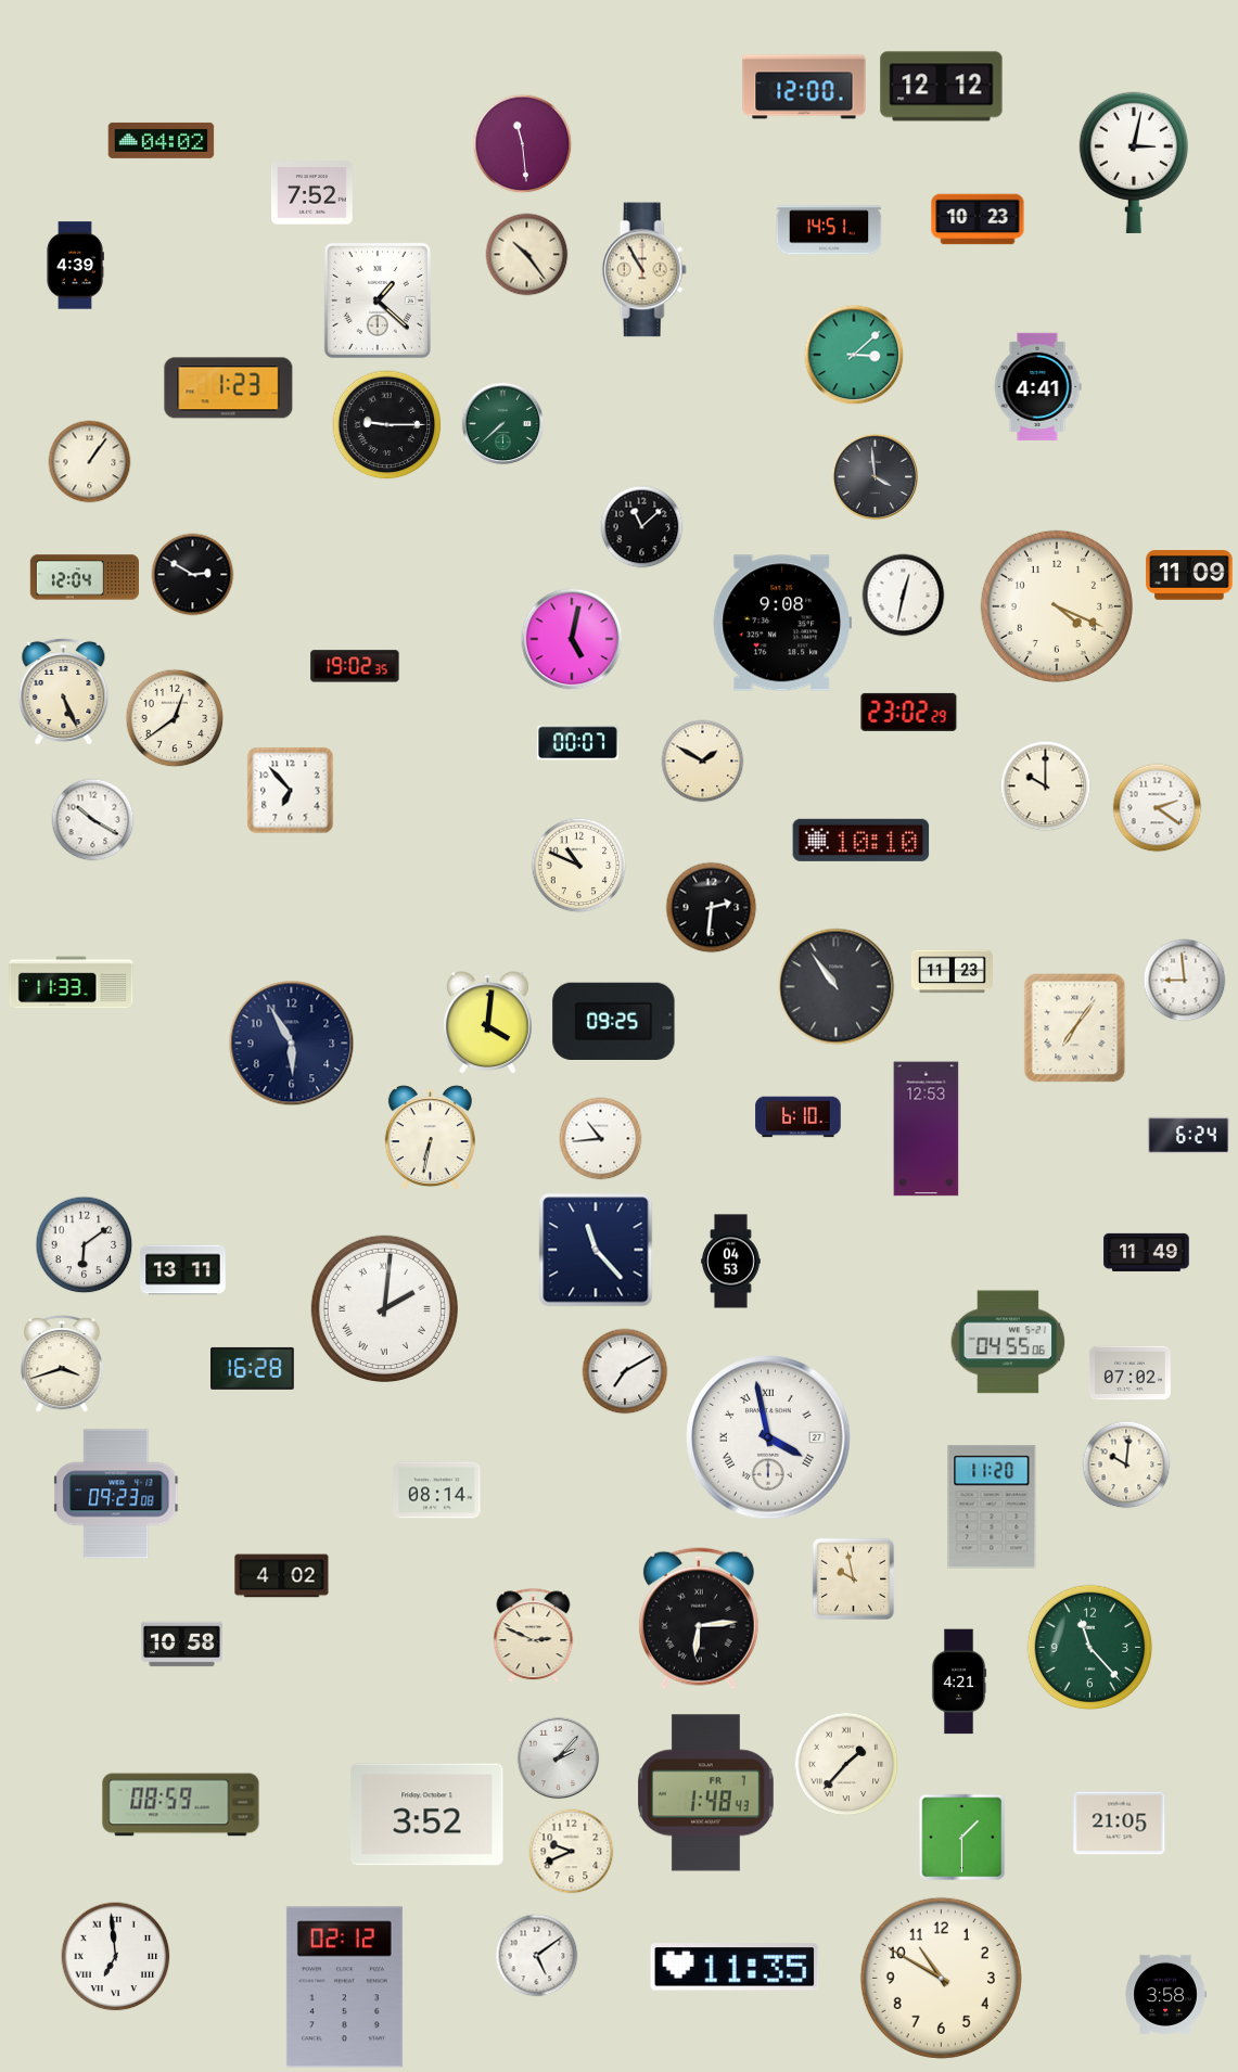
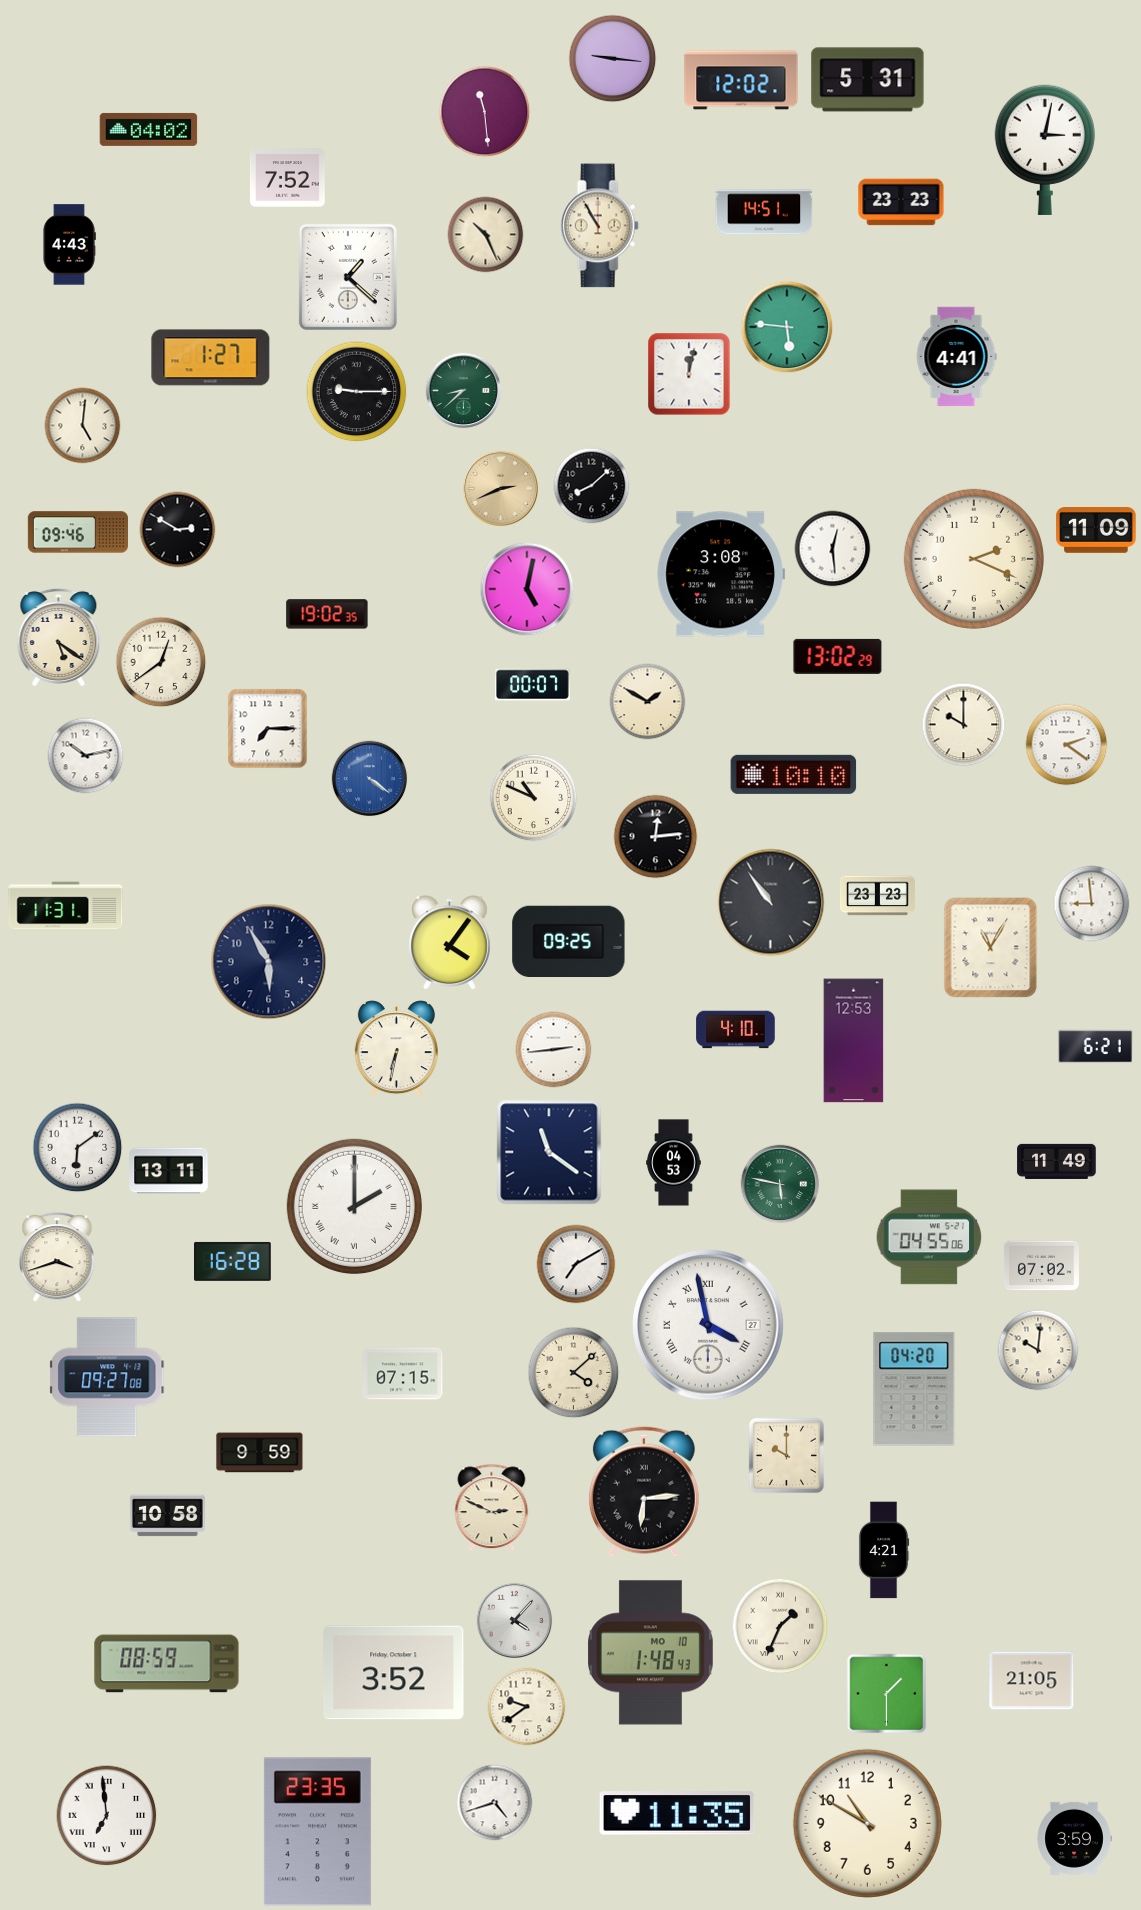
clock at (613, 59): none -> 9:16
clock at (804, 87): 12:00 -> 12:02
clock at (942, 87): 12:12 -> 5:31
clock at (523, 144) position: (523, 144) -> (485, 112)
clock at (978, 219): 10:23 -> 23:23
clock at (527, 255): 10:24 -> 10:26
clock at (75, 266): 4:39 -> 4:43
clock at (643, 270) position: (643, 270) -> (599, 226)
clock at (854, 355): 3:08 -> 5:46
clock at (229, 388): 1:23 -> 1:27
clock at (689, 374): none -> 12:02
clock at (503, 424): 7:38 -> 8:38
clock at (90, 462): 1:06 -> 5:01
clock at (876, 477): 3:59 -> none
clock at (642, 527): 11:08 -> 8:08
clock at (501, 489): none -> 2:41
clock at (84, 577): 12:04 -> 09:46
clock at (904, 596): 12:32 -> 12:29
clock at (1057, 606): 4:19 -> 2:19
clock at (781, 623): 9:08 -> 3:08
clock at (64, 691): 5:26 -> 5:21
clock at (909, 712): 23:02 -> 13:02
clock at (291, 791): 6:53 -> 7:15
clock at (93, 820): 10:20 -> 10:13
clock at (370, 779): none -> 4:21
clock at (712, 908): 2:31 -> 12:14
clock at (952, 972): 11:23 -> 23:23
clock at (72, 983): 11:33 -> 11:31
clock at (837, 987) position: (837, 987) -> (771, 903)
clock at (488, 1022): 4:01 -> 4:06
clock at (614, 1022) position: (614, 1022) -> (569, 942)
clock at (1075, 1028): 7:06 -> 11:05
clock at (799, 1117): 6:10 -> 4:10
clock at (1188, 1136): 6:24 -> 6:21
clock at (601, 1139): 10:44 -> 2:44
clock at (596, 1250): 11:23 -> 11:21
clock at (1147, 1252) position: (1147, 1252) -> (1057, 1161)
clock at (780, 1184): none -> 5:47
clock at (384, 1308): 2:01 -> 2:00
clock at (574, 1373): none -> 4:08
clock at (437, 1491): 08:14 -> 07:15
clock at (116, 1494): 09:23 -> 09:27
clock at (992, 1507): 11:20 -> 04:20
clock at (282, 1576): 4:02 -> 9:59
clock at (854, 1579): 9:58 -> 10:00
clock at (1090, 1648): 11:23 -> none
clock at (559, 1758): 2:07 -> 4:07
clock at (846, 1764): 1:37 -> 1:34
clock at (706, 1793) date: FR 7 -> MO 10
clock at (572, 1852): 9:41 -> 9:39
clock at (537, 1956): 5:09 -> 4:42
clock at (116, 1957) position: (116, 1957) -> (107, 1816)
clock at (344, 1987): 02:12 -> 23:35
clock at (1165, 1994): 3:58 -> 3:59
